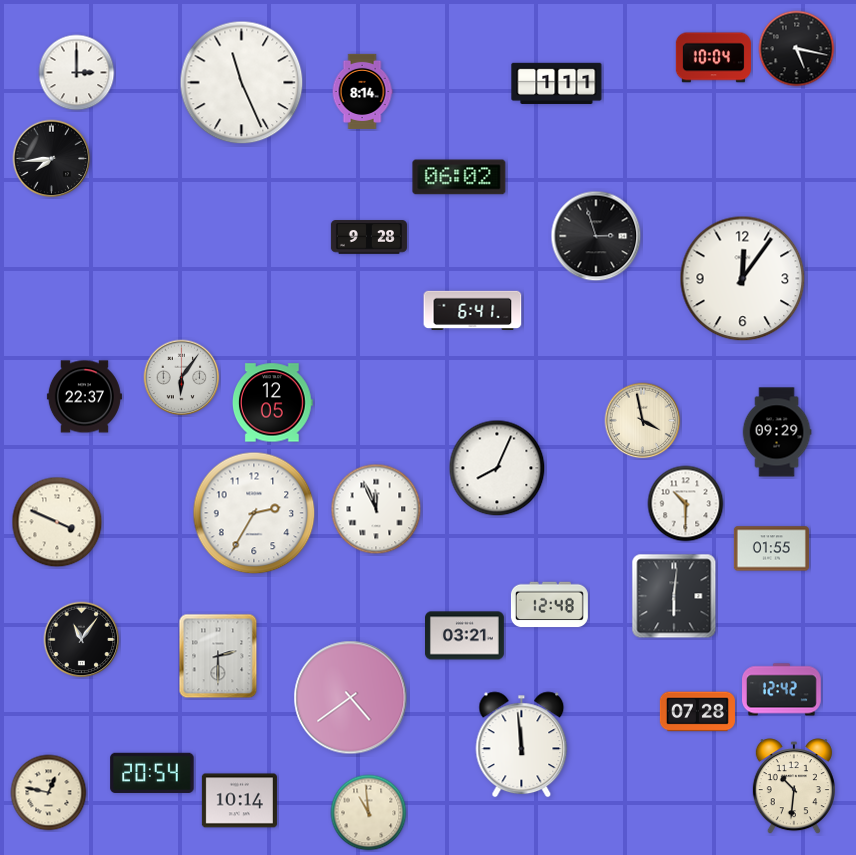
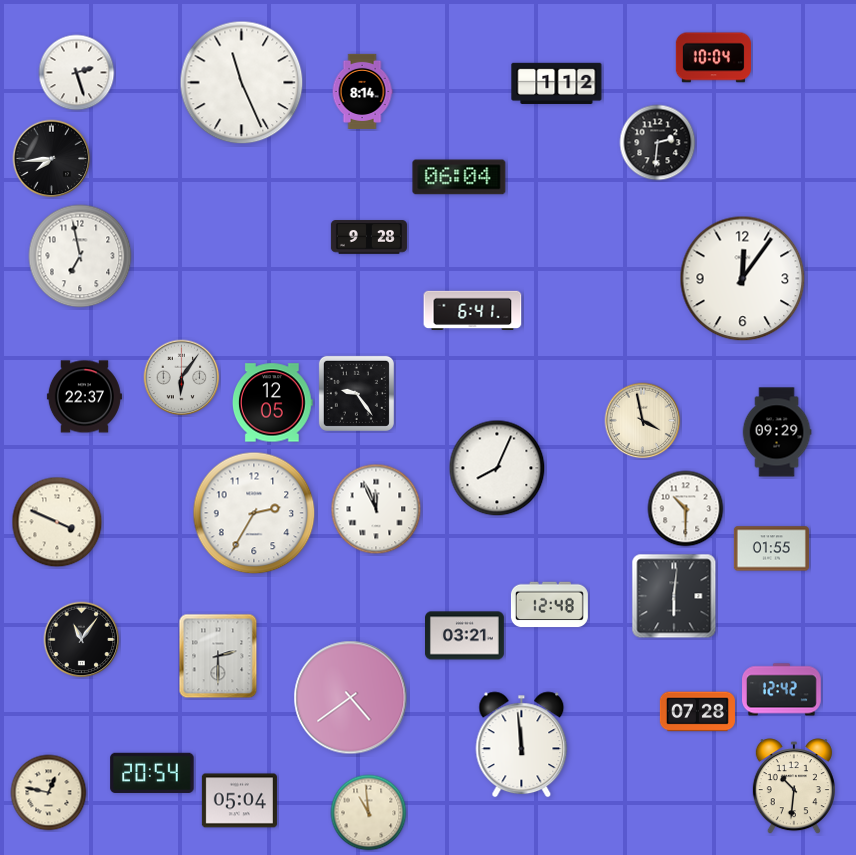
clock at (797, 49): 5:17 -> none
clock at (77, 73): 3:00 -> 2:27
clock at (557, 83): 1:11 -> 1:12
clock at (658, 143): none -> 2:31
clock at (459, 177): 06:02 -> 06:04
clock at (596, 236): 2:57 -> none
clock at (80, 256): none -> 6:58
clock at (356, 393): none -> 9:24
clock at (686, 504) position: (686, 504) -> (686, 509)
clock at (239, 801): 10:14 -> 05:04
